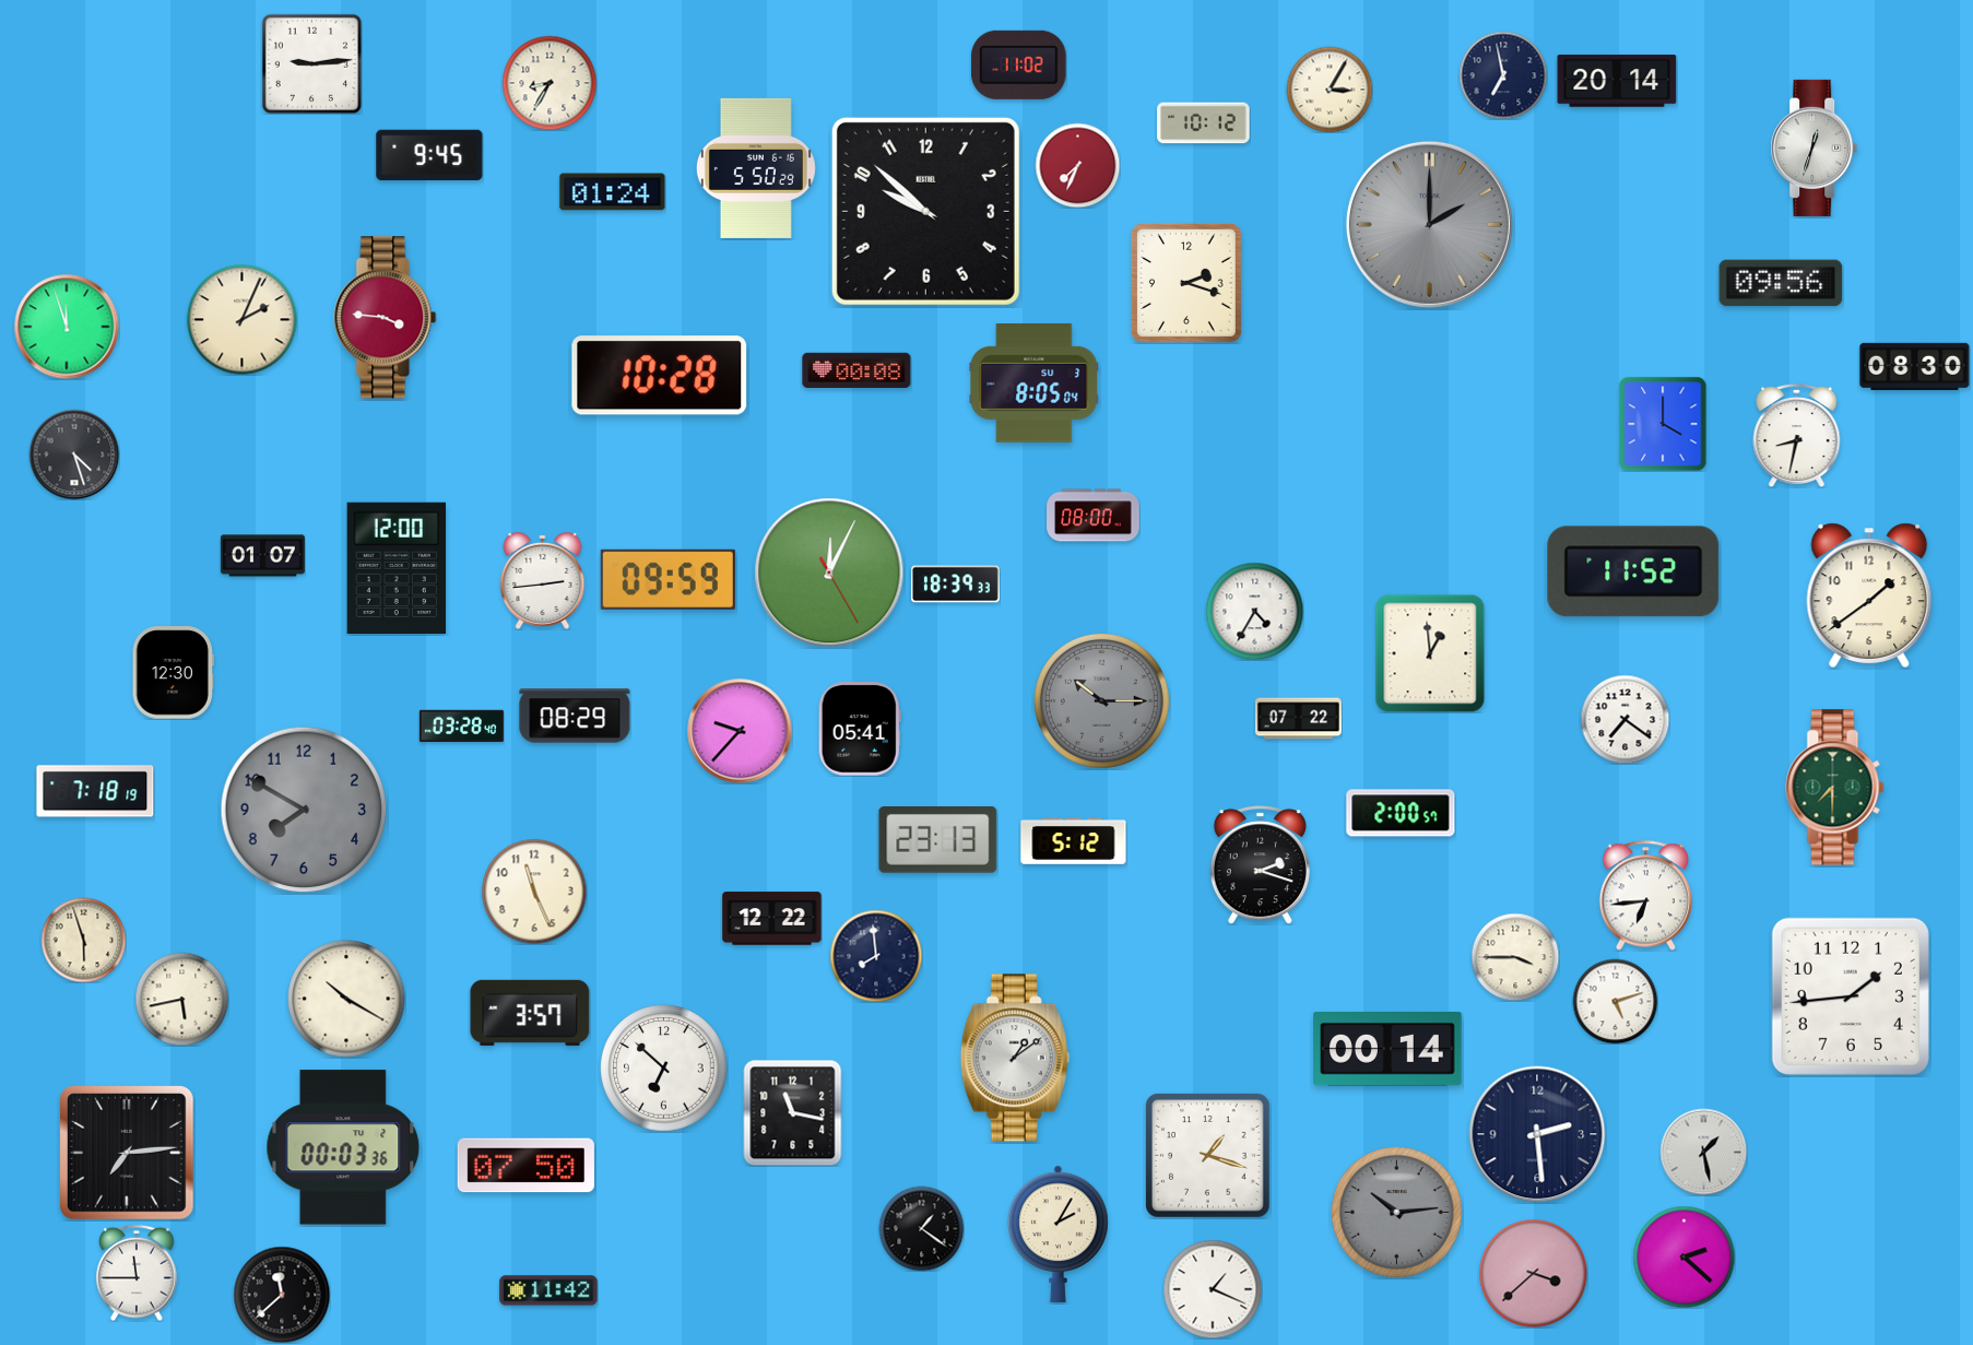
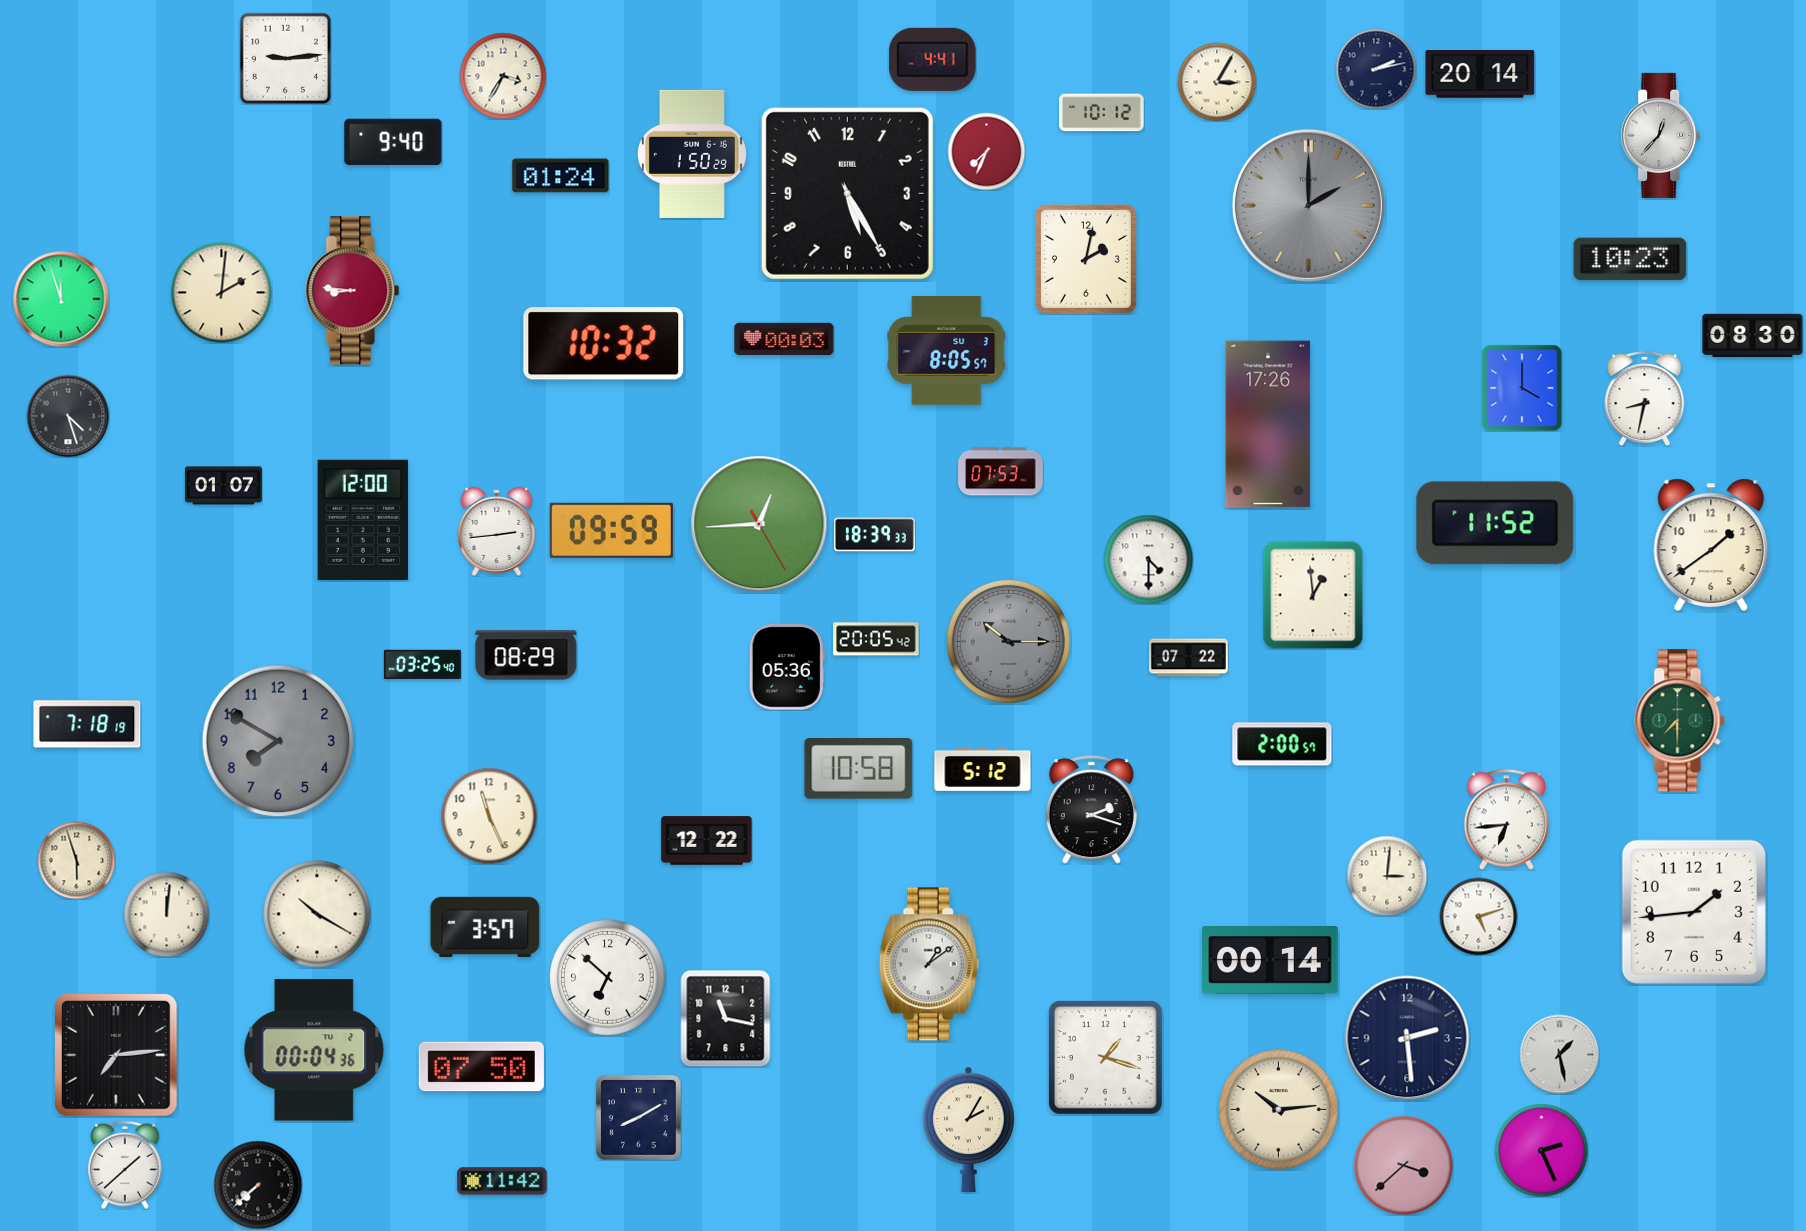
clock at (1019, 64): 11:02 -> 4:41
clock at (1503, 75): 6:58 -> 2:13
clock at (550, 83): 8:35 -> 3:35
clock at (1815, 148): 12:33 -> 12:37
clock at (429, 154): 9:45 -> 9:40
clock at (756, 168): 5:50 -> 1:50
clock at (925, 211): 9:52 -> 5:25
clock at (1186, 283): 2:18 -> 2:02
clock at (1781, 283): 09:56 -> 10:23
clock at (386, 318): 3:46 -> 8:46
clock at (243, 320): 2:04 -> 2:01
clock at (856, 369): 00:08 -> 00:03
clock at (660, 376): 10:28 -> 10:32
clock at (1035, 384): 8:05:04 -> 8:05:57
clock at (1268, 424): none -> 17:26
clock at (1094, 516): 08:00 -> 07:53
clock at (262, 556) position: (262, 556) -> (223, 486)
clock at (829, 573): 12:04 -> 12:44
clock at (1254, 611): 4:35 -> 4:30
clock at (1430, 653) position: (1430, 653) -> (1313, 595)
clock at (174, 673): 12:30 -> none
clock at (876, 639): none -> 20:05
clock at (1625, 719): 7:21 -> none
clock at (461, 725): 03:28 -> 03:25
clock at (860, 729): 05:41 -> 05:36
clock at (740, 731): 9:37 -> none
clock at (938, 840): 23:13 -> 10:58
clock at (1260, 865) position: (1260, 865) -> (1091, 810)
clock at (876, 956): 7:59 -> none
clock at (1515, 957): 3:45 -> 3:01
clock at (181, 999): 5:43 -> 12:01
clock at (1015, 1058) position: (1015, 1058) -> (929, 964)
clock at (343, 1147): 00:03 -> 00:04
clock at (1397, 1213) dial: grey -> cream
clock at (639, 1118): none -> 8:10
clock at (921, 1228): 1:21 -> none
clock at (1683, 1256): 2:22 -> 2:26
clock at (137, 1273): 11:45 -> 1:38
clock at (1213, 1289): 1:19 -> none
clock at (282, 1295): 11:38 -> 7:38
